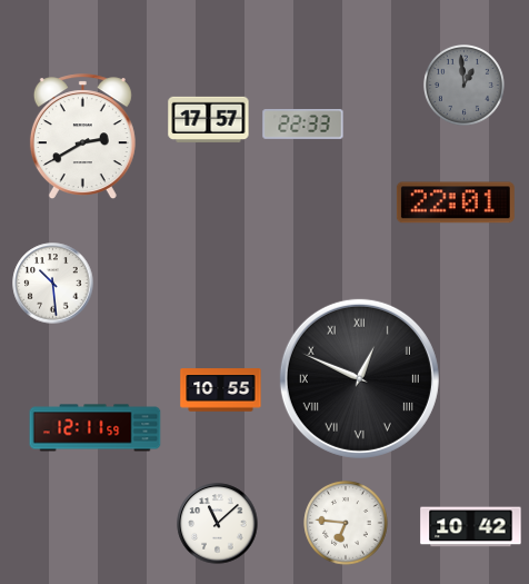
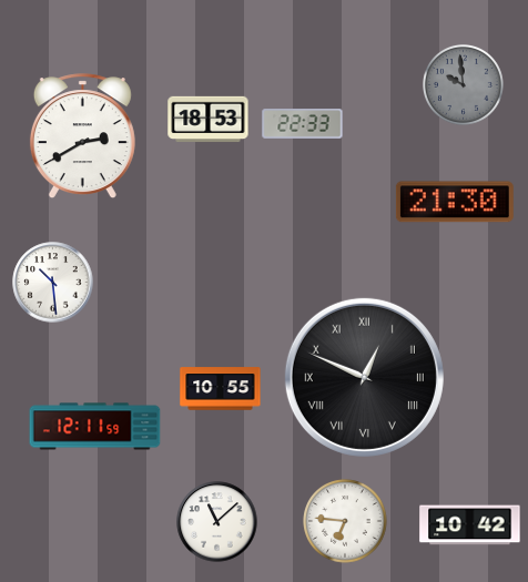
clock at (463, 85): 12:59 -> 9:59
clock at (209, 120): 17:57 -> 18:53
clock at (456, 202): 22:01 -> 21:30
clock at (359, 378) position: (359, 378) -> (364, 377)
